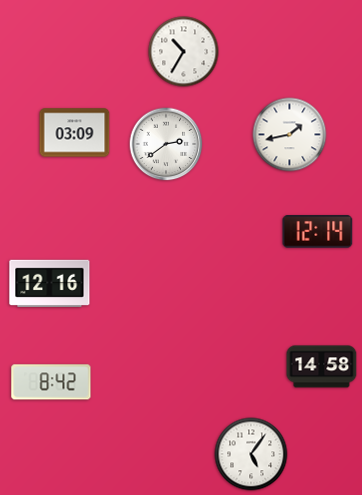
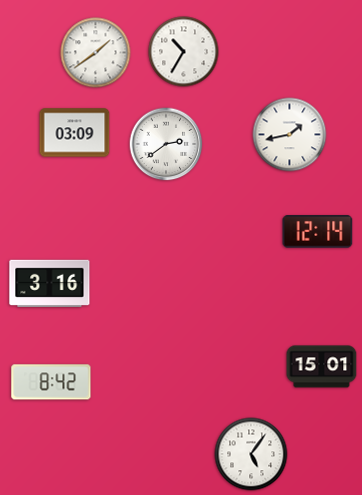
clock at (96, 53): none -> 1:39
clock at (50, 283): 12:16 -> 3:16
clock at (322, 367): 14:58 -> 15:01
